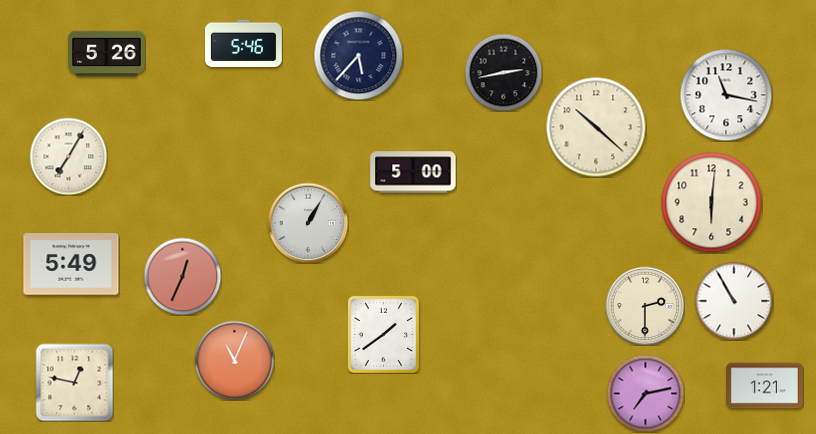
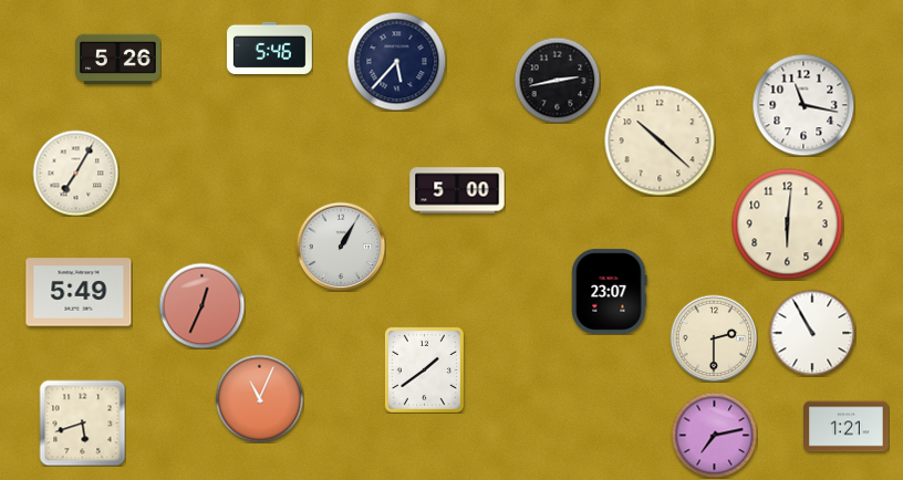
clock at (610, 291): none -> 23:07
clock at (74, 382): 12:47 -> 5:42
